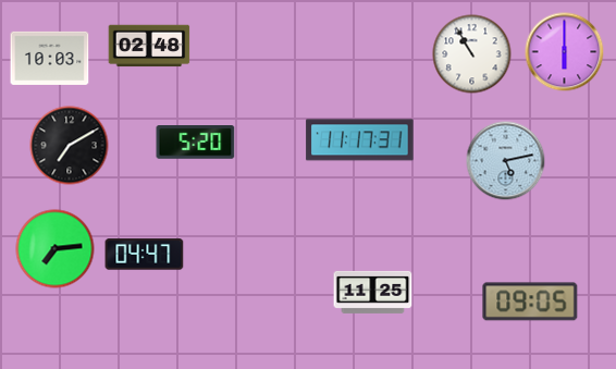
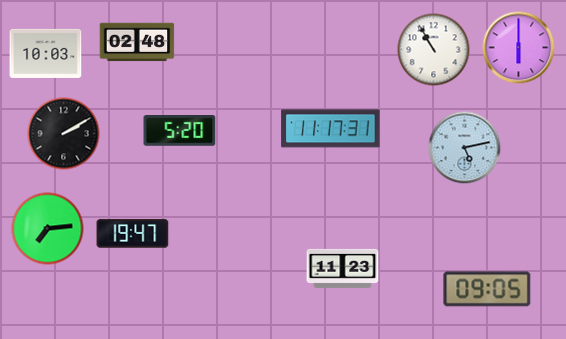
clock at (70, 146): 7:10 -> 2:10
clock at (56, 249) position: (56, 249) -> (48, 229)
clock at (145, 255): 04:47 -> 19:47
clock at (373, 292): 11:25 -> 11:23
clock at (530, 302) position: (530, 302) -> (487, 289)
